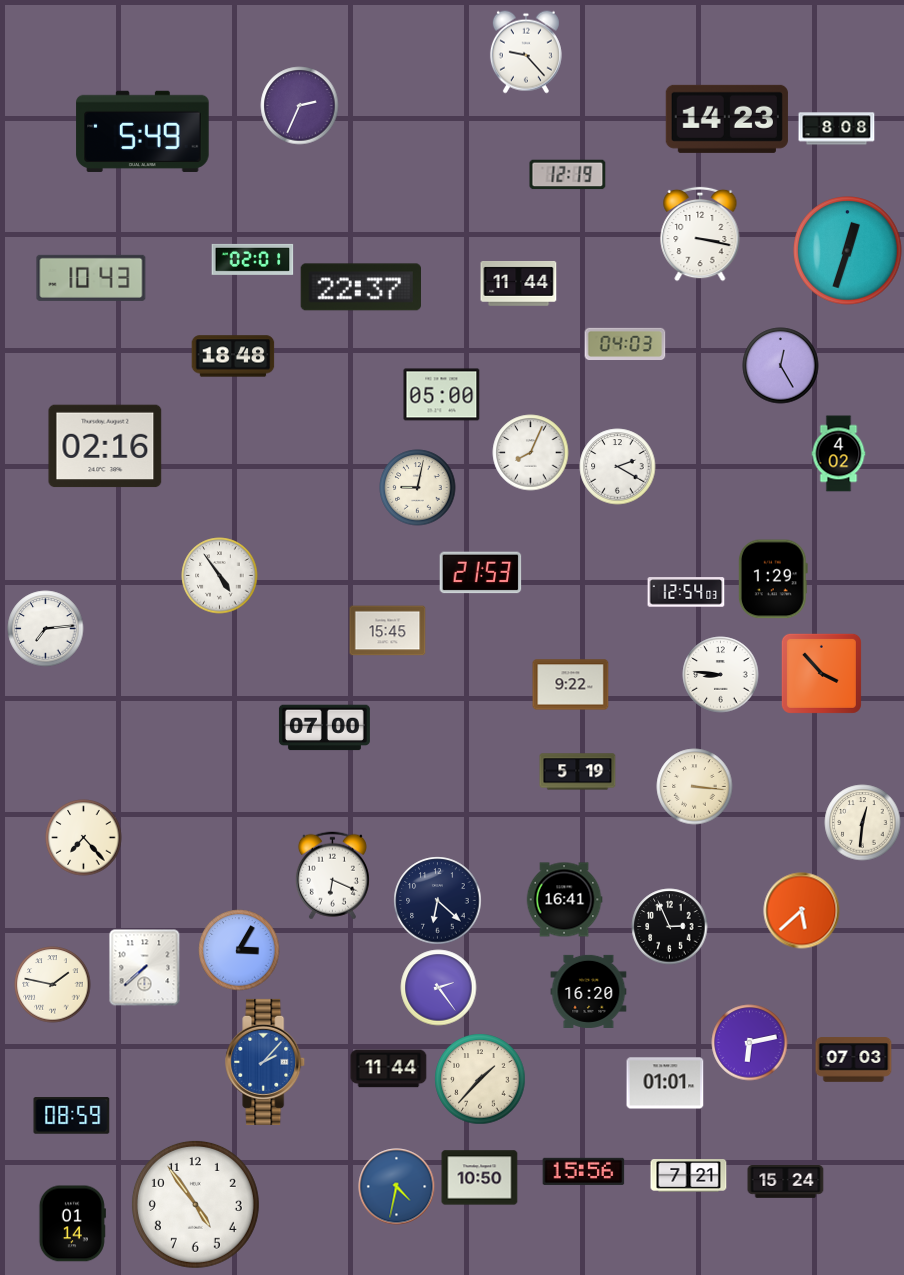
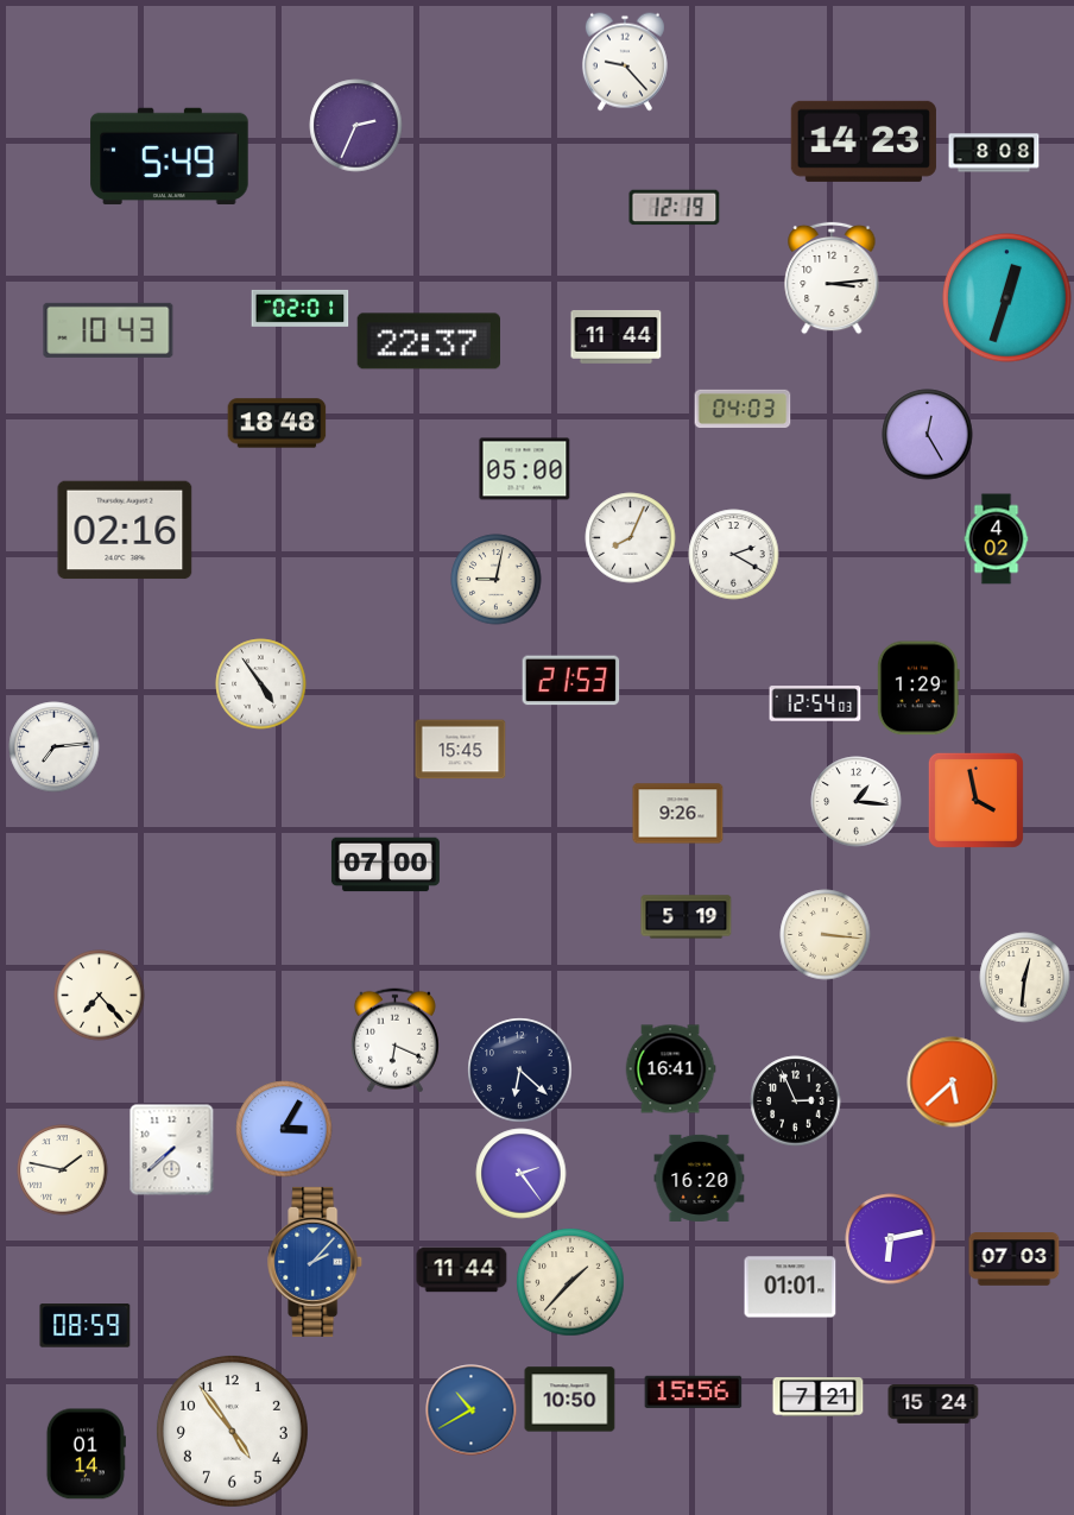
clock at (700, 234): 3:17 -> 3:14
clock at (821, 673): 3:53 -> 3:58
clock at (721, 675): 8:46 -> 1:16
clock at (571, 685): 9:22 -> 9:26
clock at (397, 1187): 4:32 -> 10:40
